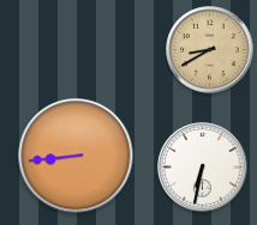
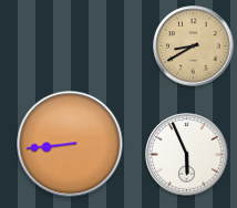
clock at (203, 168): 6:32 -> 5:56
